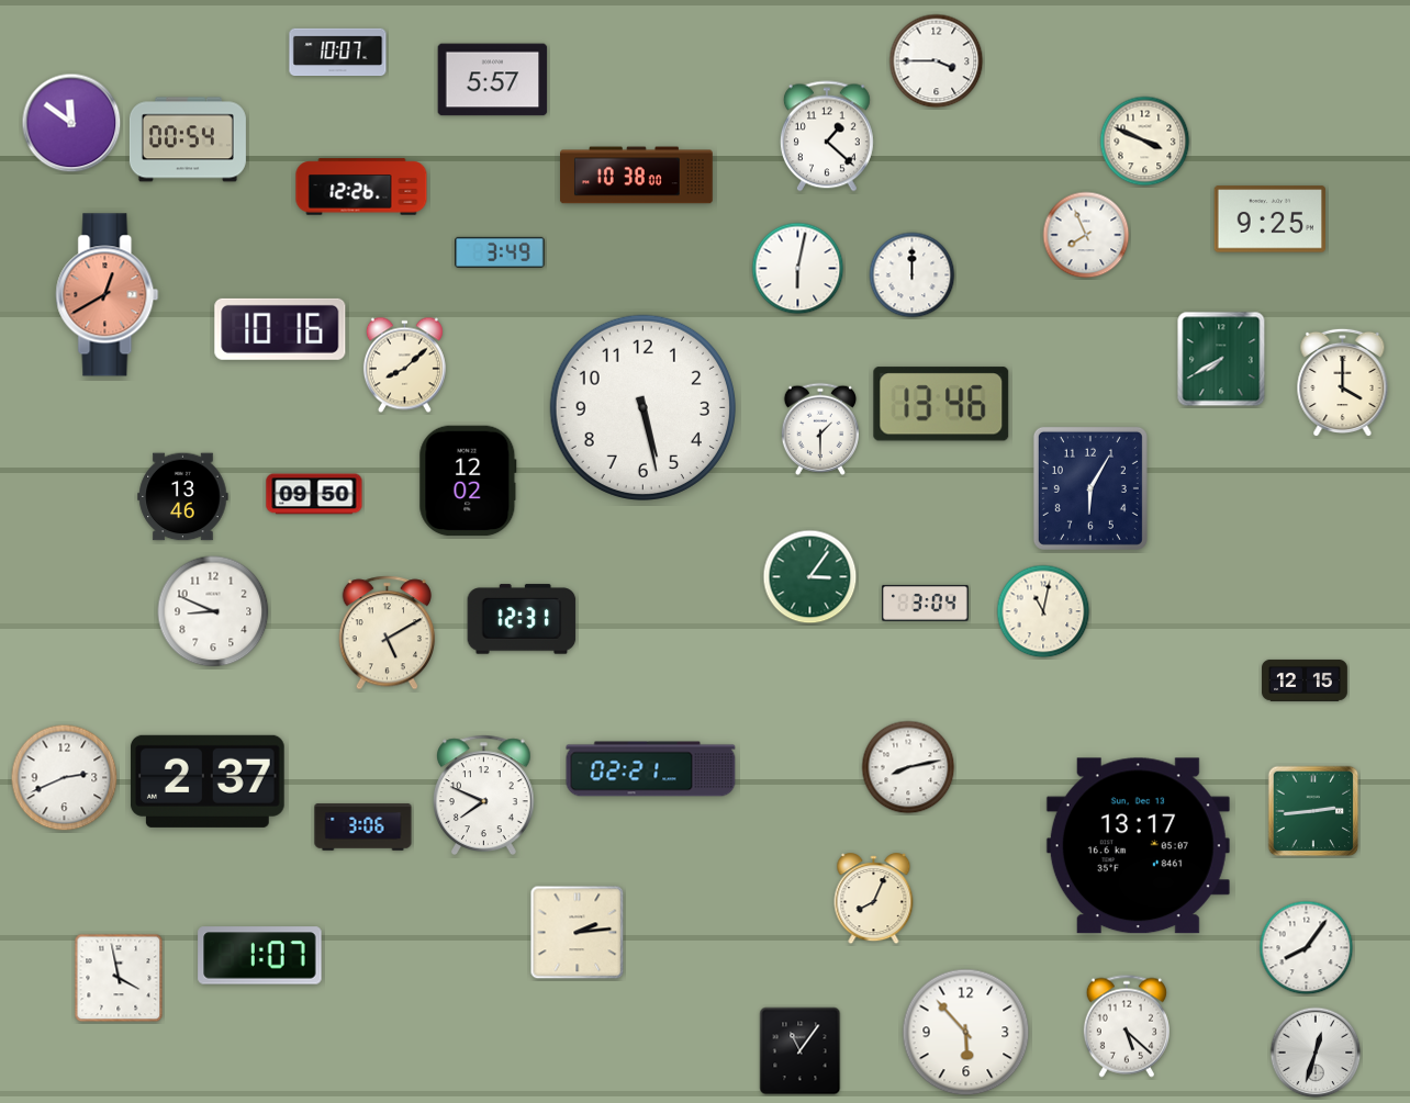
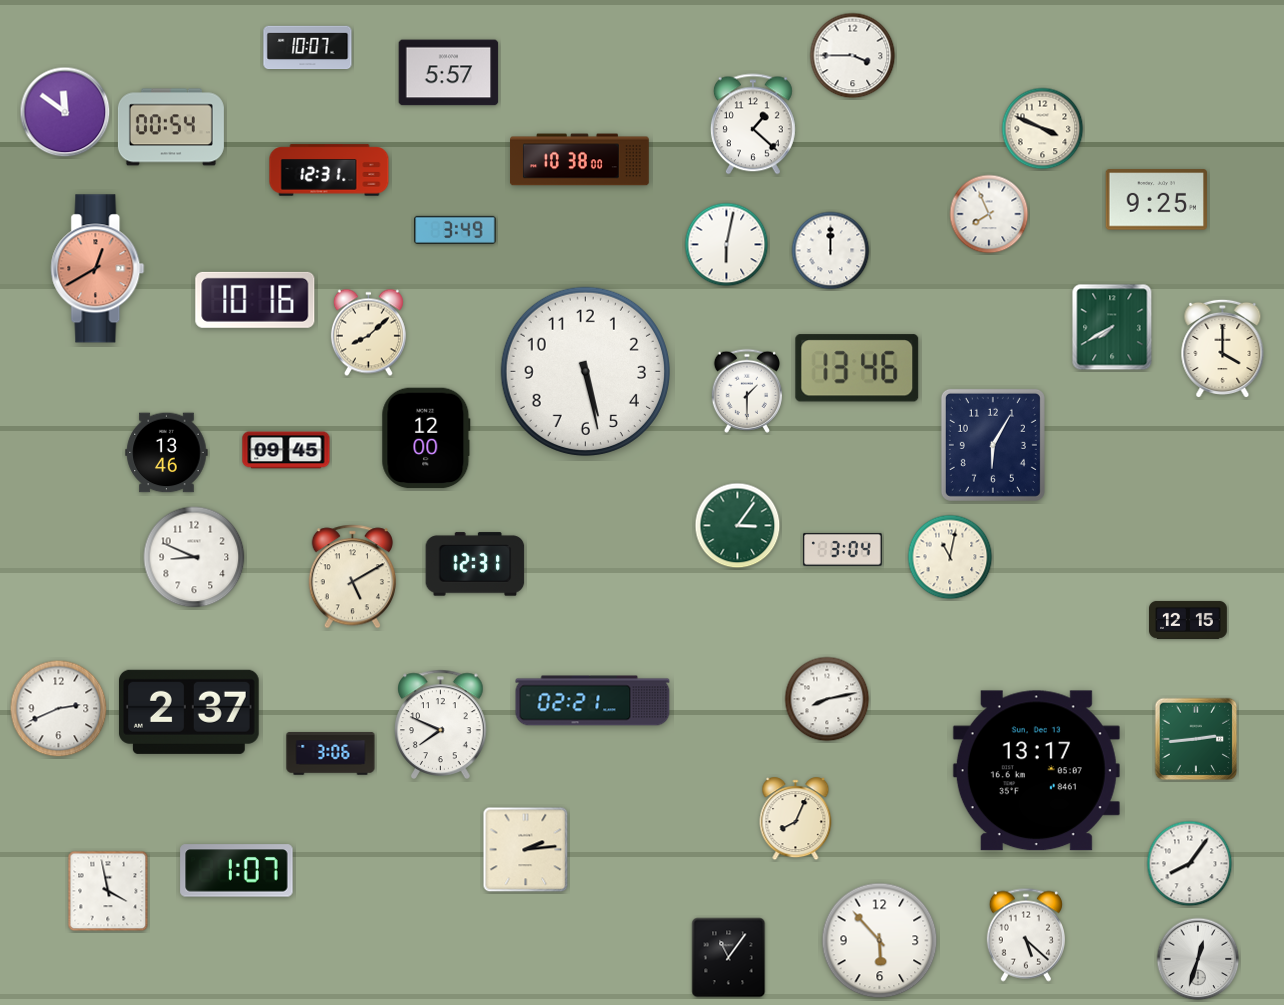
clock at (361, 187): 12:26 -> 12:31
clock at (468, 481): 12:02 -> 12:00
clock at (314, 494): 09:50 -> 09:45
